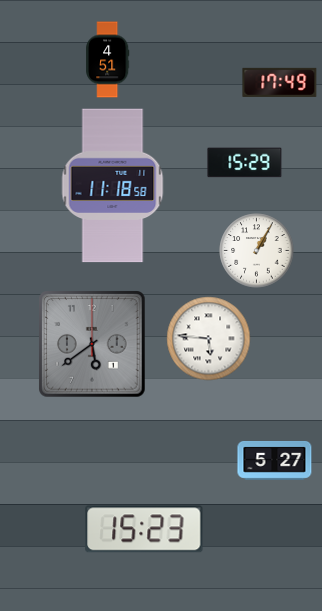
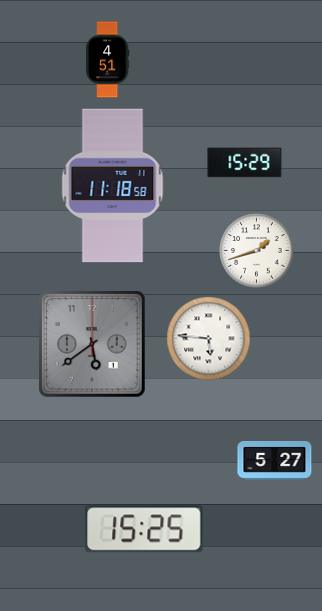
clock at (280, 82): 17:49 -> none
clock at (257, 251): 1:05 -> 1:42
clock at (144, 529): 15:23 -> 15:25
